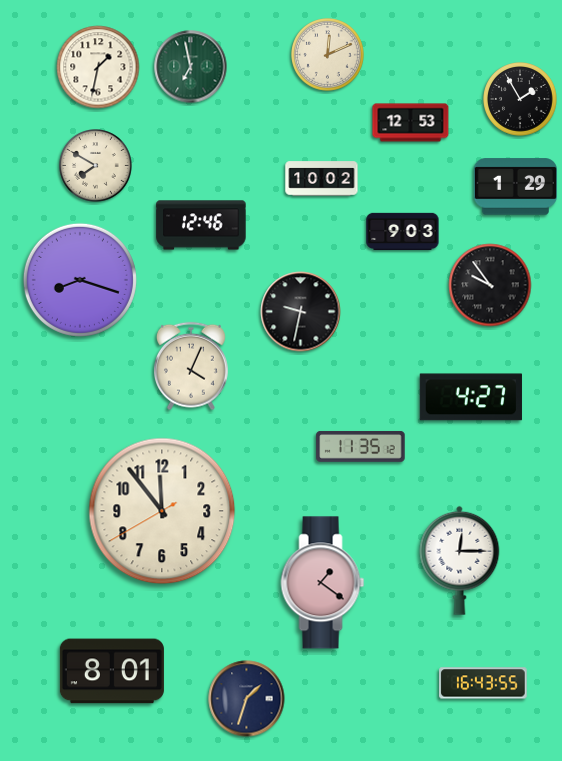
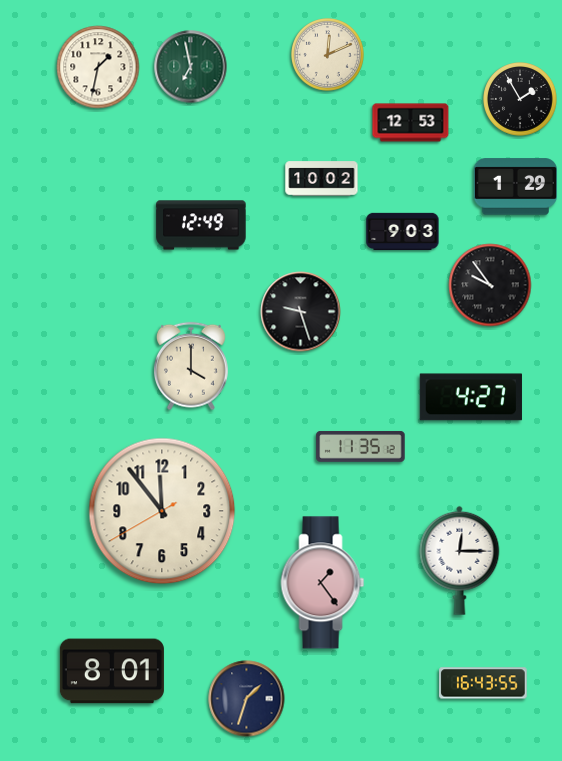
clock at (96, 166): 7:50 -> none
clock at (201, 225): 12:46 -> 12:49
clock at (80, 280): 8:18 -> none
clock at (301, 312): 9:32 -> 9:27
clock at (191, 366): 4:04 -> 4:00
clock at (323, 583): 1:21 -> 1:24
